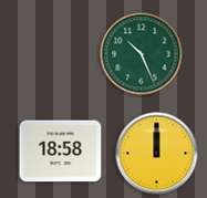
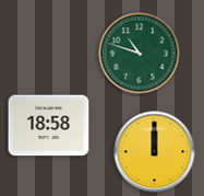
clock at (142, 54): 10:26 -> 10:48
clock at (61, 152) position: (61, 152) -> (49, 126)
